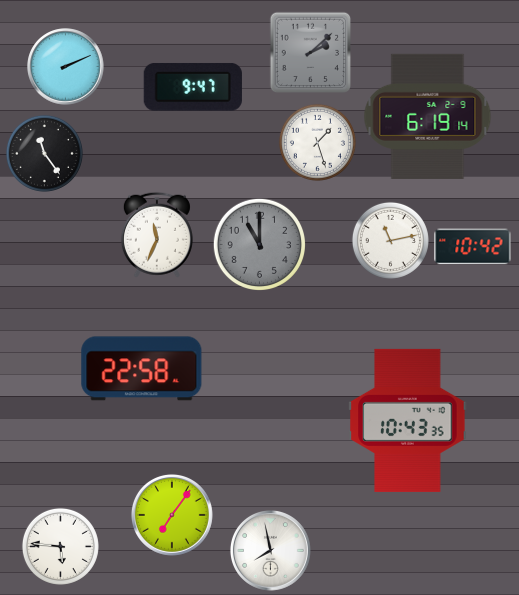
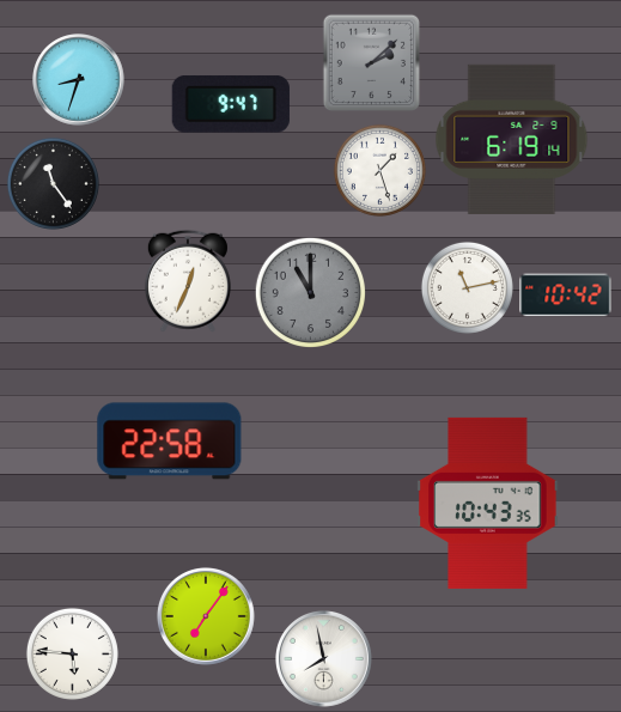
clock at (66, 67): 2:11 -> 8:33
clock at (157, 235): 11:34 -> 12:34
